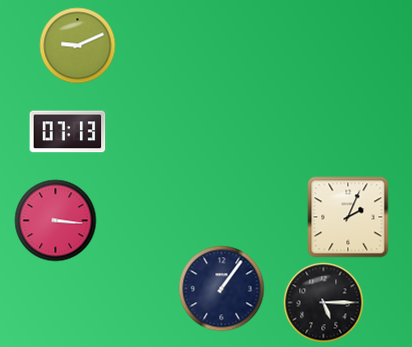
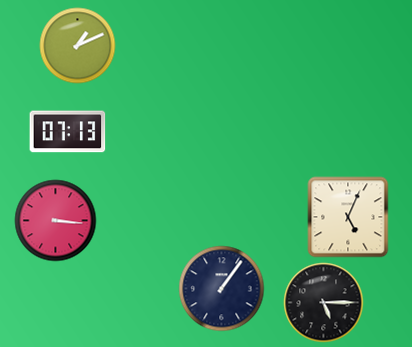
clock at (78, 46): 9:11 -> 1:11
clock at (348, 217): 2:04 -> 5:04
